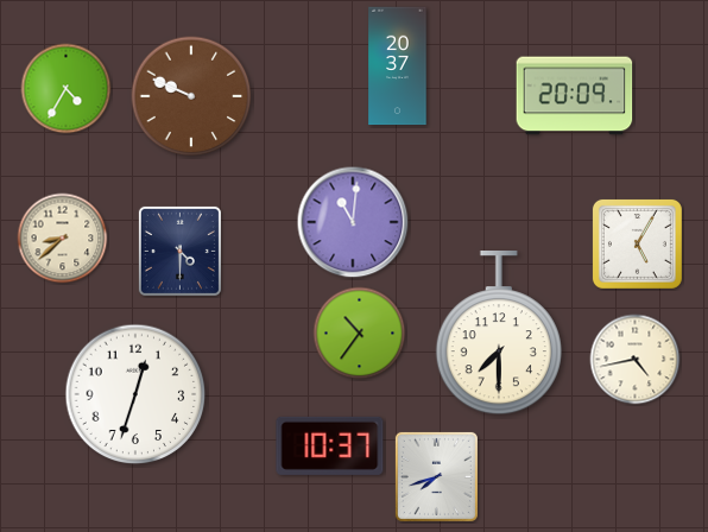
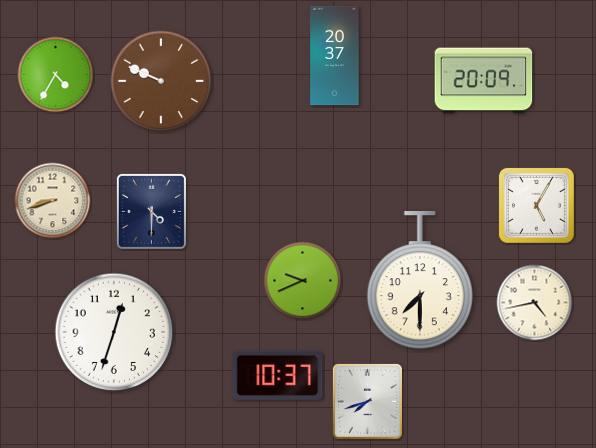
clock at (353, 222): 11:01 -> none
clock at (63, 239): 8:38 -> 8:42
clock at (360, 334): 10:36 -> 9:41
